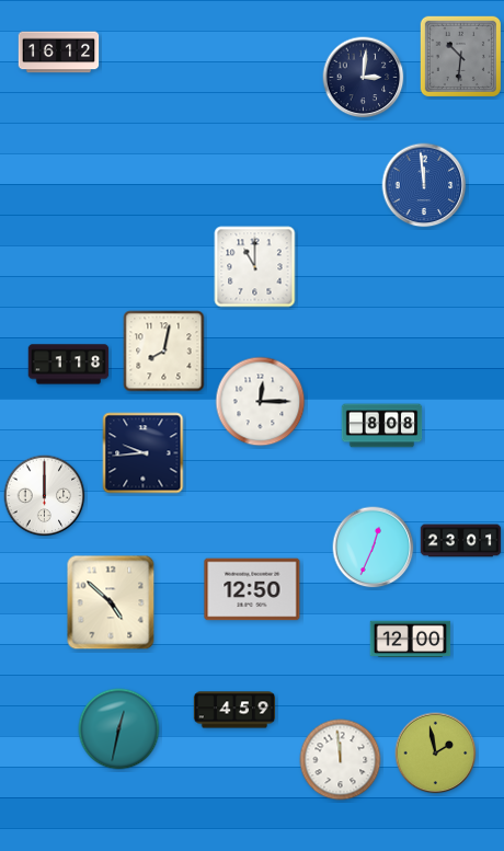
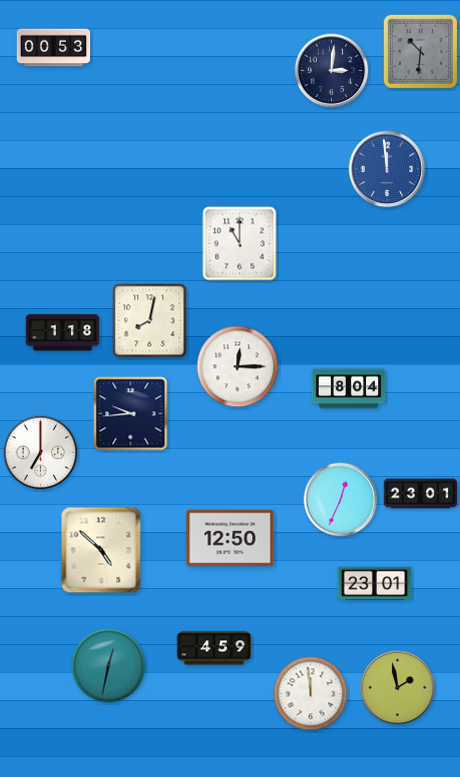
clock at (59, 53): 16:12 -> 00:53
clock at (255, 267) position: (255, 267) -> (240, 244)
clock at (382, 426): 8:08 -> 8:04
clock at (45, 496): 12:00 -> 7:00
clock at (411, 640): 12:00 -> 23:01
